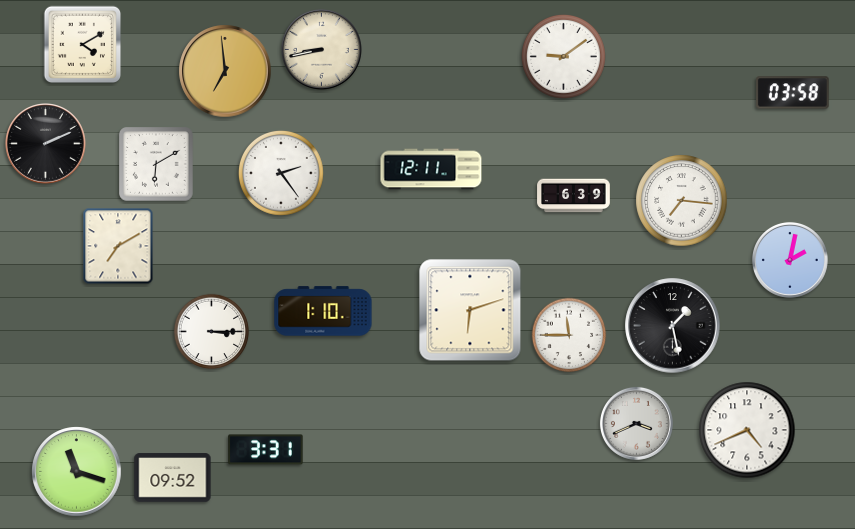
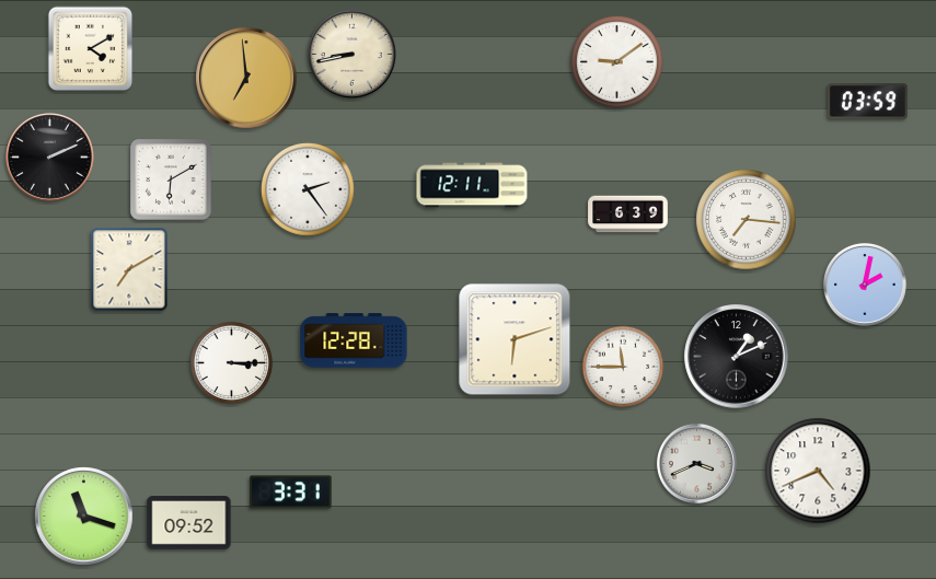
clock at (793, 93): 03:58 -> 03:59
clock at (323, 311): 1:10 -> 12:28
clock at (673, 326): 1:28 -> 1:11
